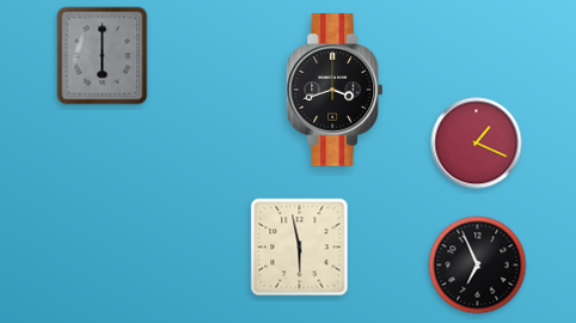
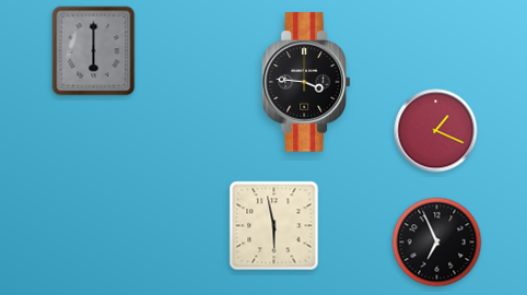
clock at (333, 90): 3:42 -> 3:46
